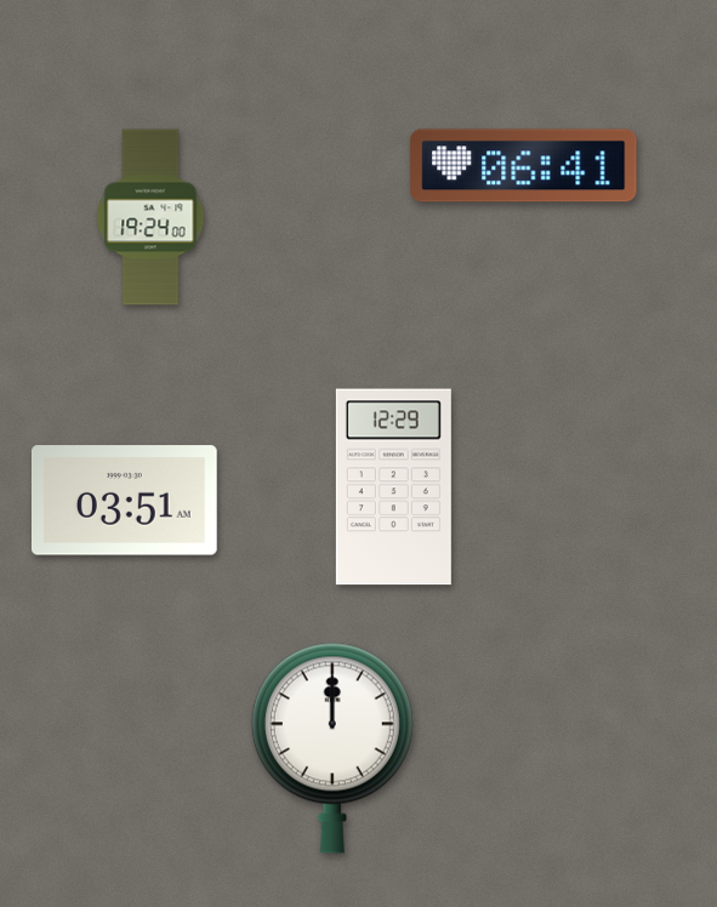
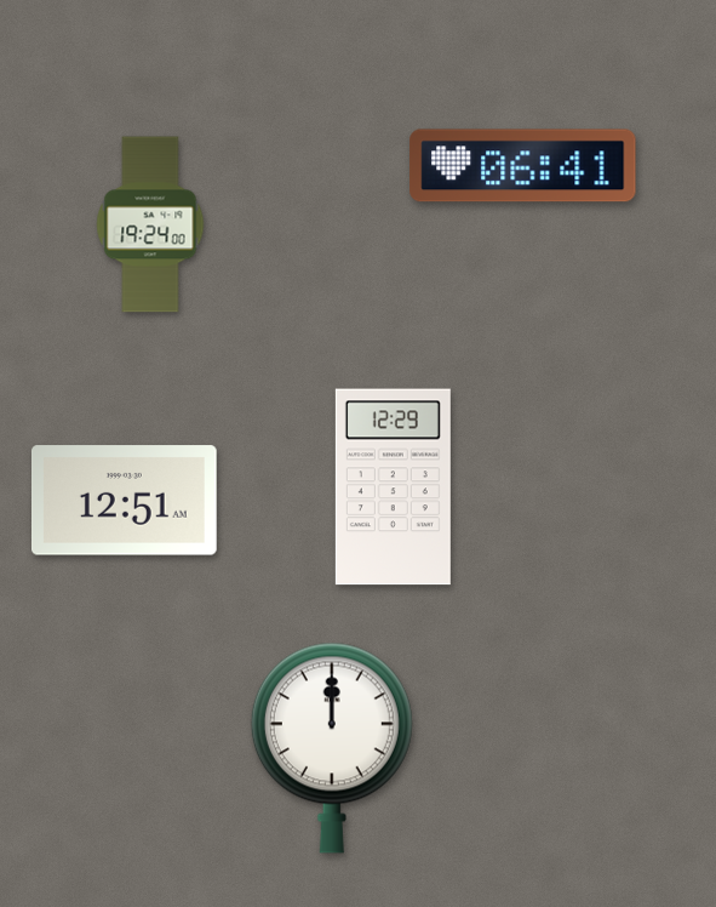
clock at (150, 217) position: (150, 217) -> (150, 224)
clock at (124, 501): 03:51 -> 12:51
